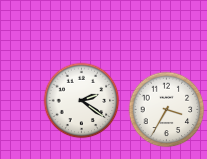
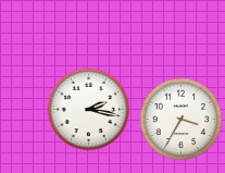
clock at (82, 101): 2:21 -> 2:17
